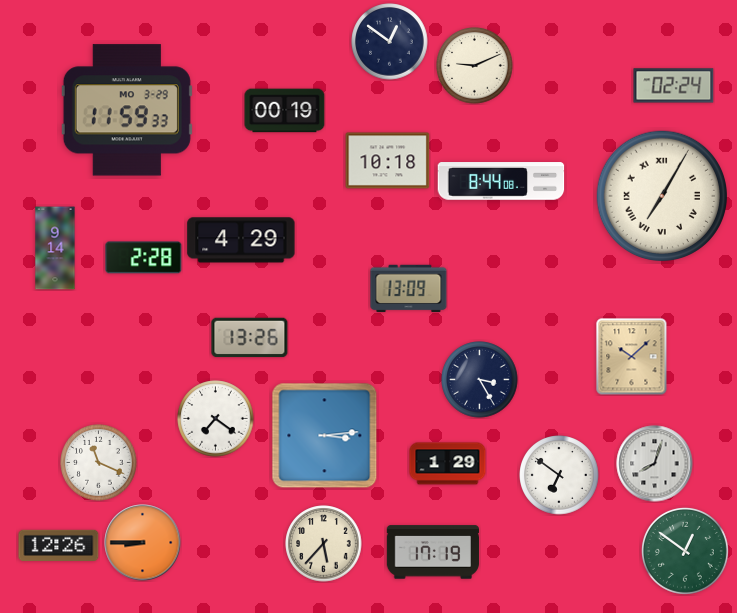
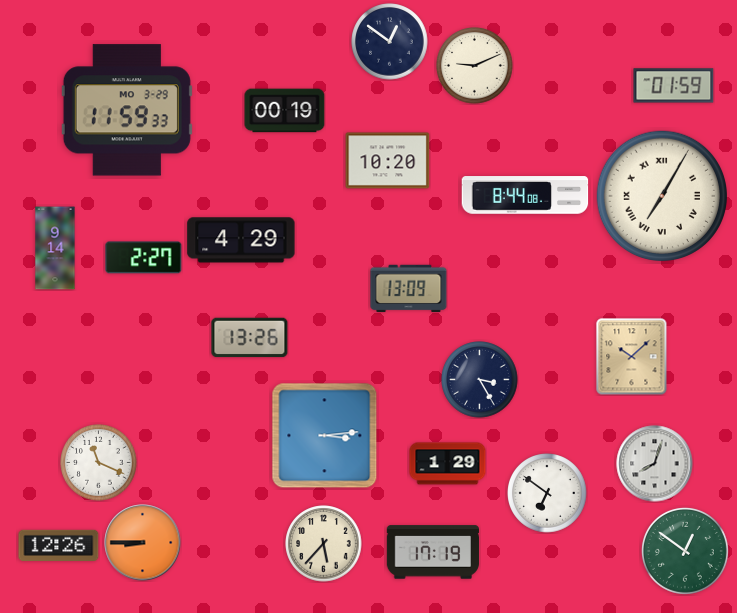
clock at (674, 86): 02:24 -> 01:59
clock at (388, 161): 10:18 -> 10:20
clock at (501, 181) position: (501, 181) -> (525, 195)
clock at (144, 258): 2:28 -> 2:27
clock at (216, 419): 7:21 -> none
clock at (559, 475) position: (559, 475) -> (547, 493)
